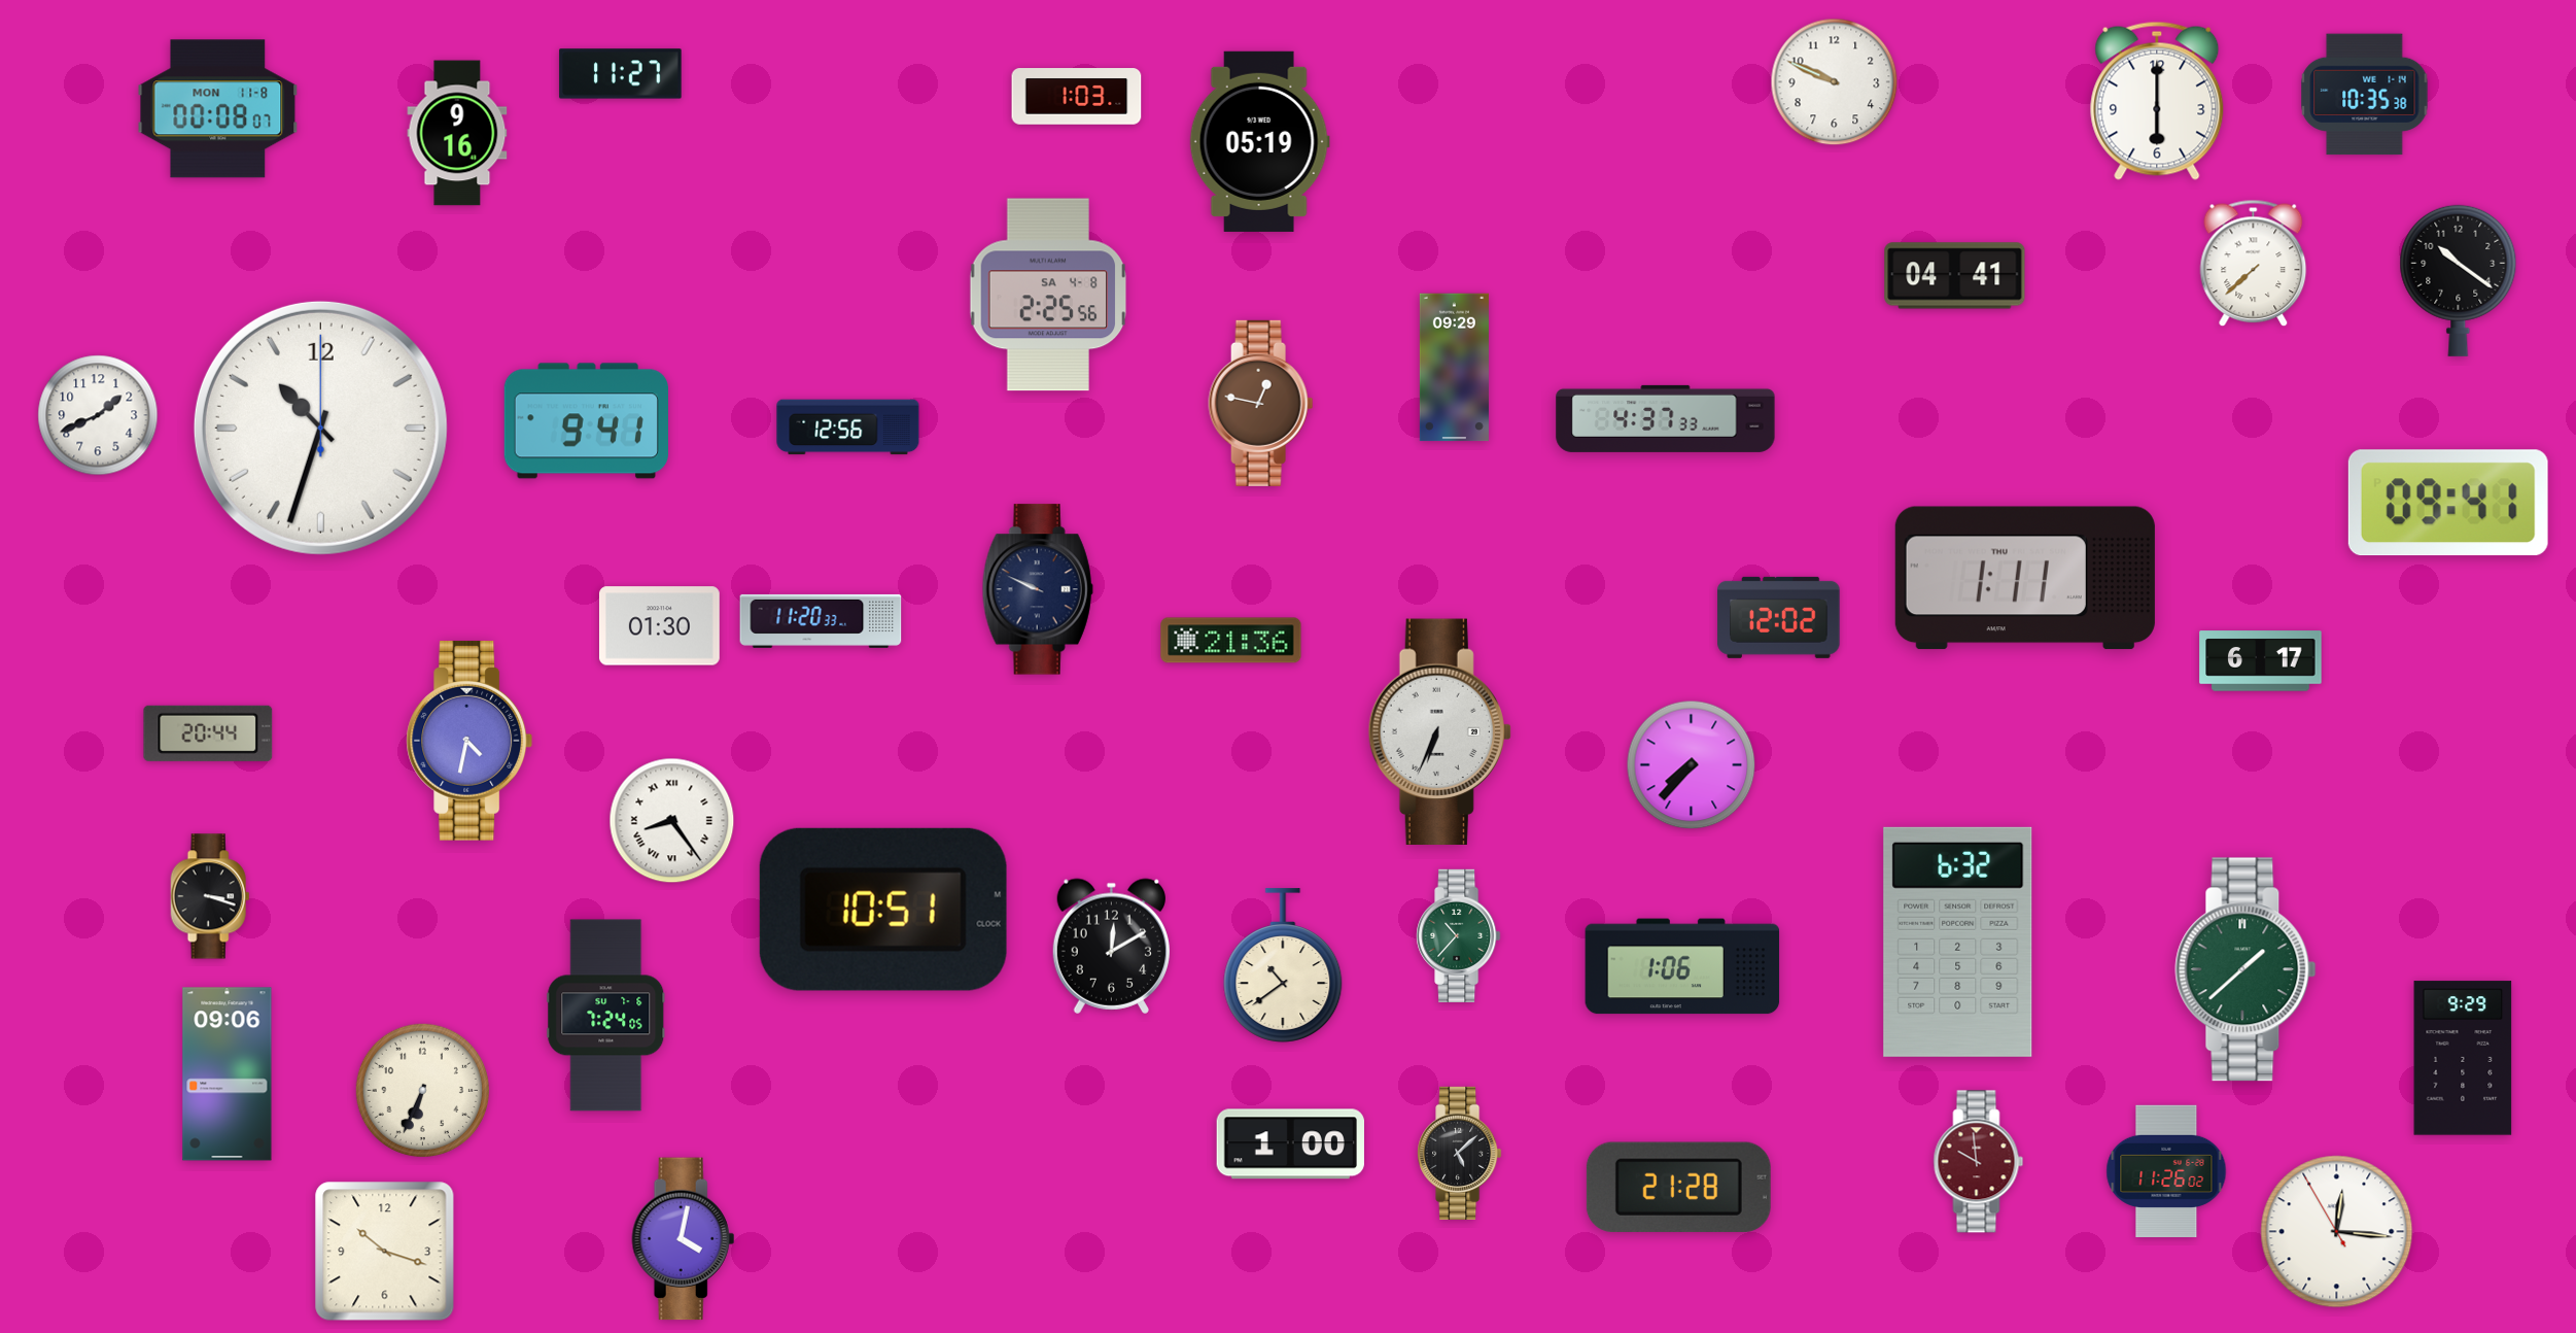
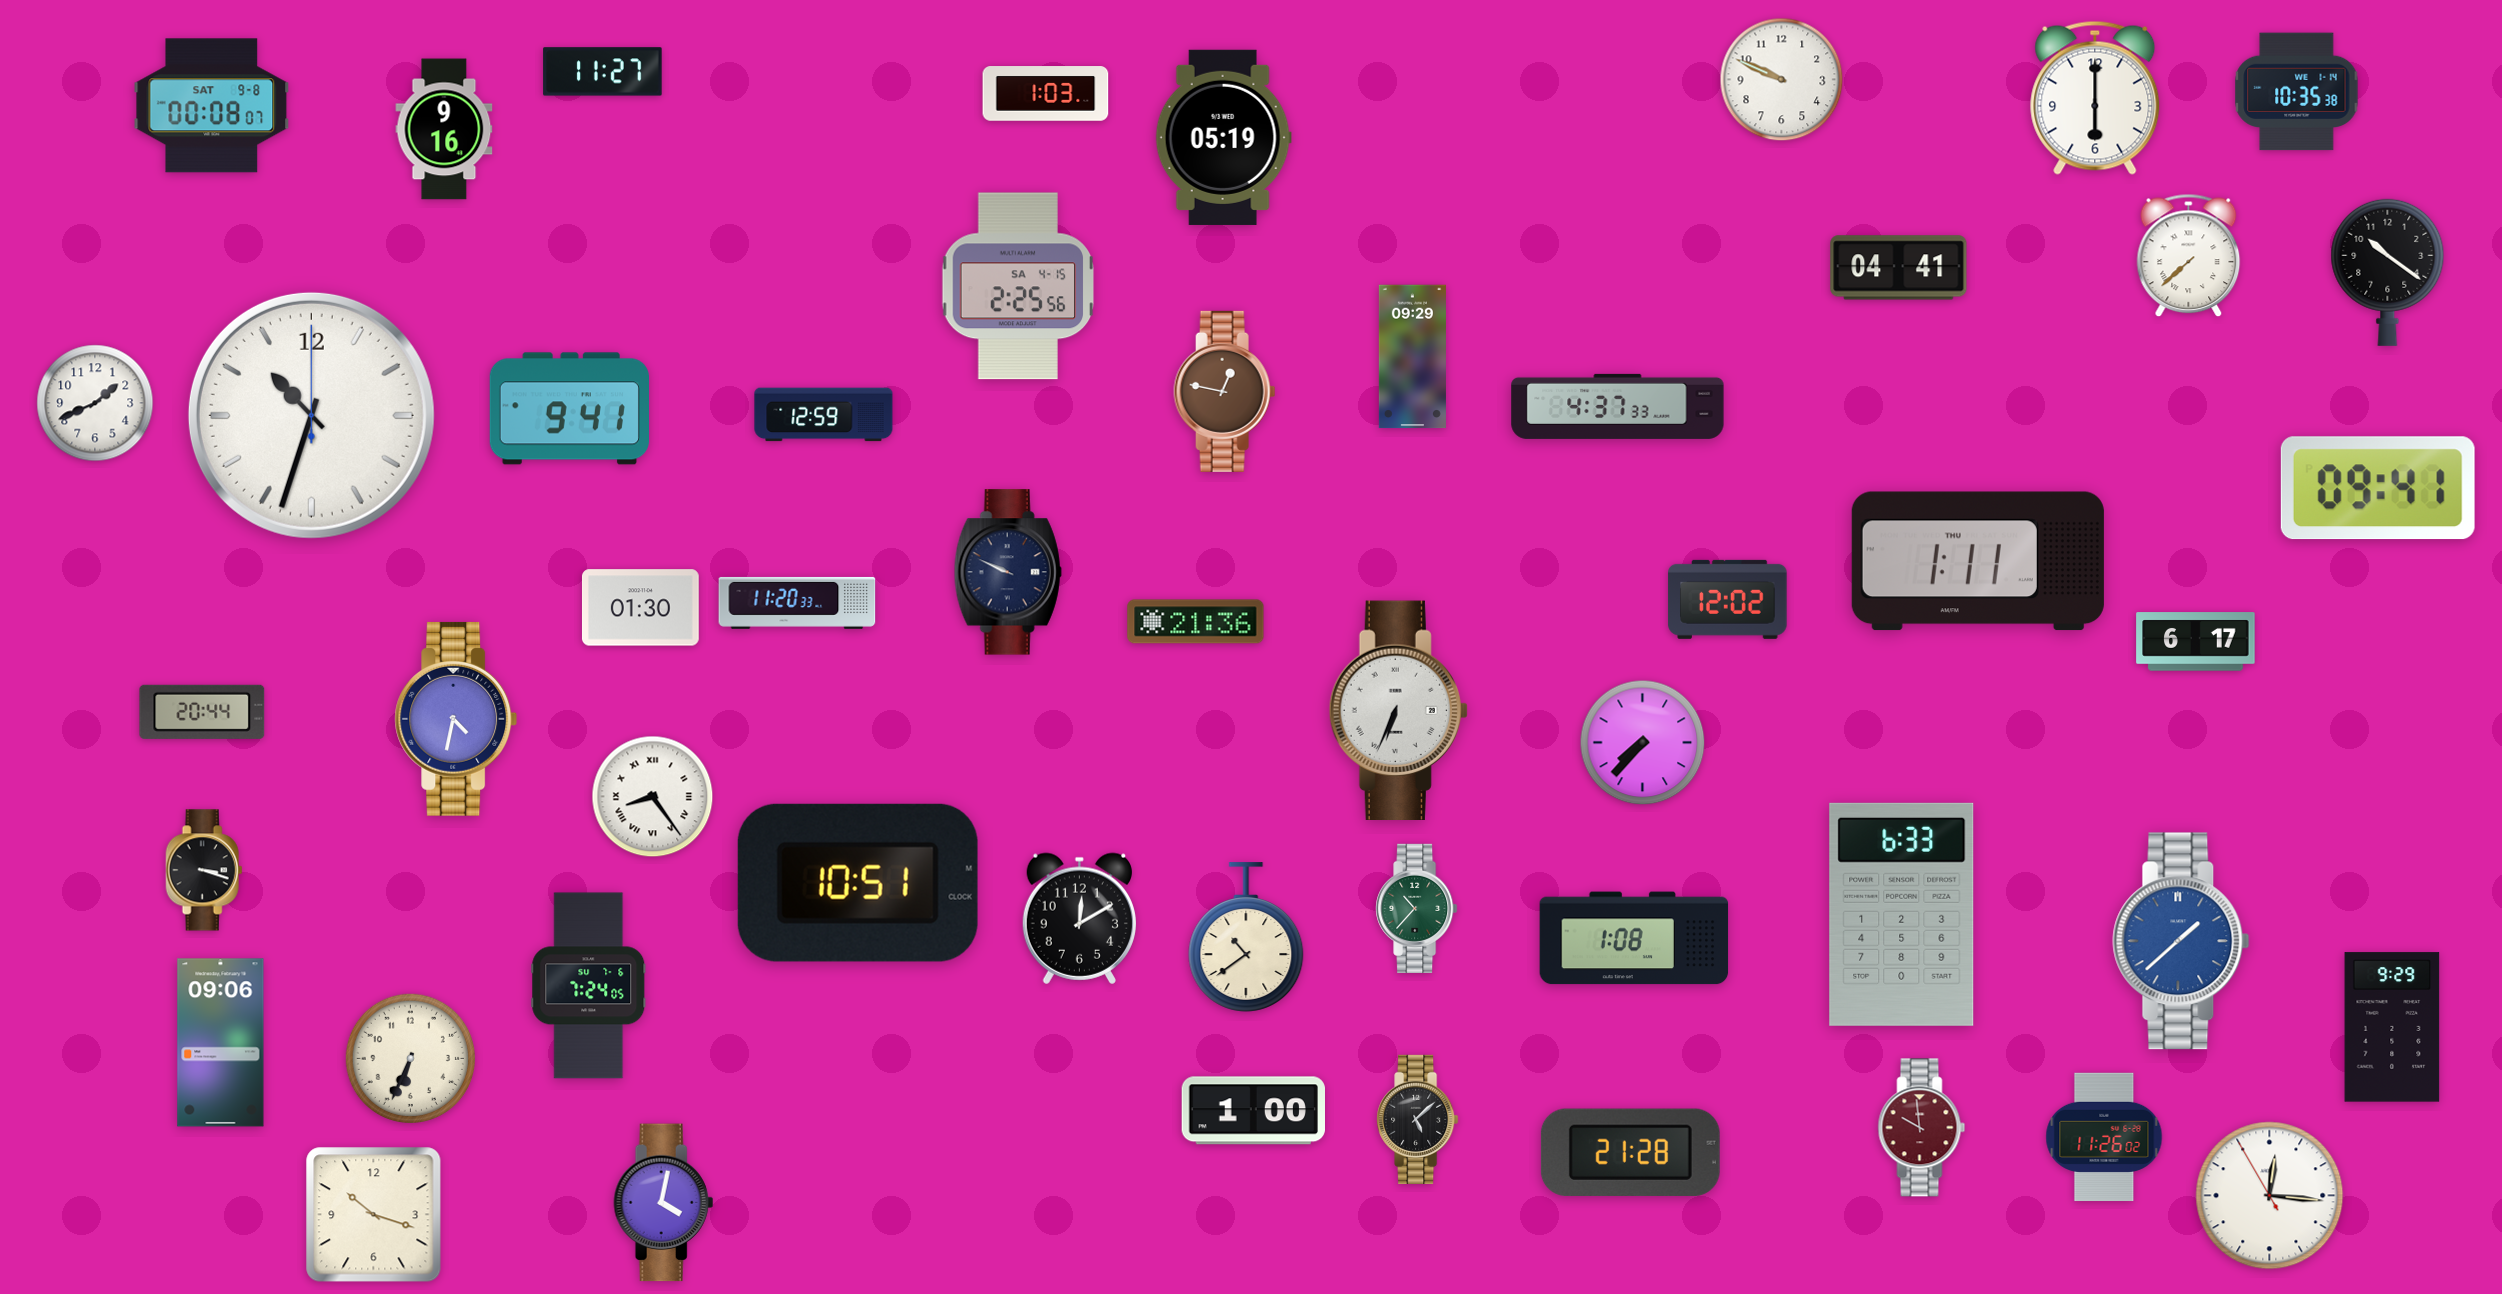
clock at (218, 109) date: MON 11-8 -> SAT 9-8
clock at (1048, 295) date: SA 4-8 -> SA 4-15
clock at (848, 428): 12:56 -> 12:59
clock at (2025, 578) position: (2025, 578) -> (1978, 561)
clock at (1958, 942): 6:32 -> 6:33
clock at (1682, 966): 1:06 -> 1:08
clock at (2246, 969) dial: green -> blue
